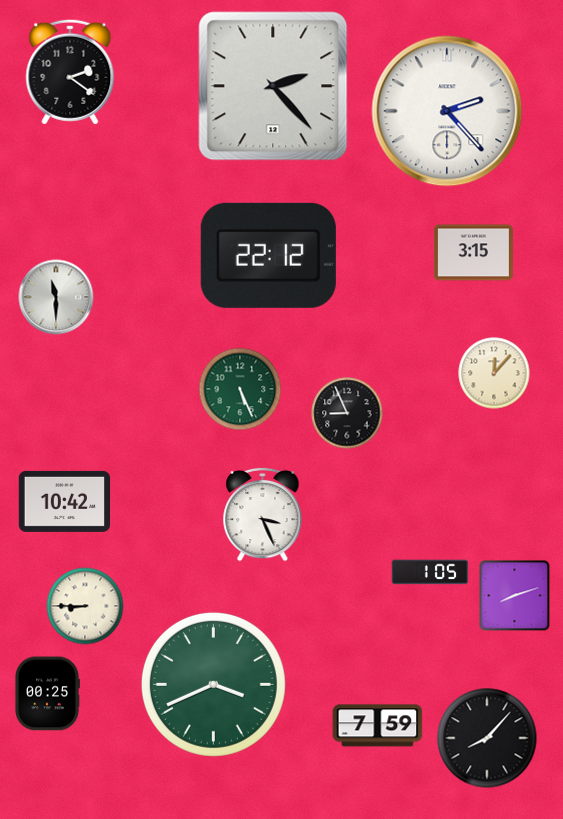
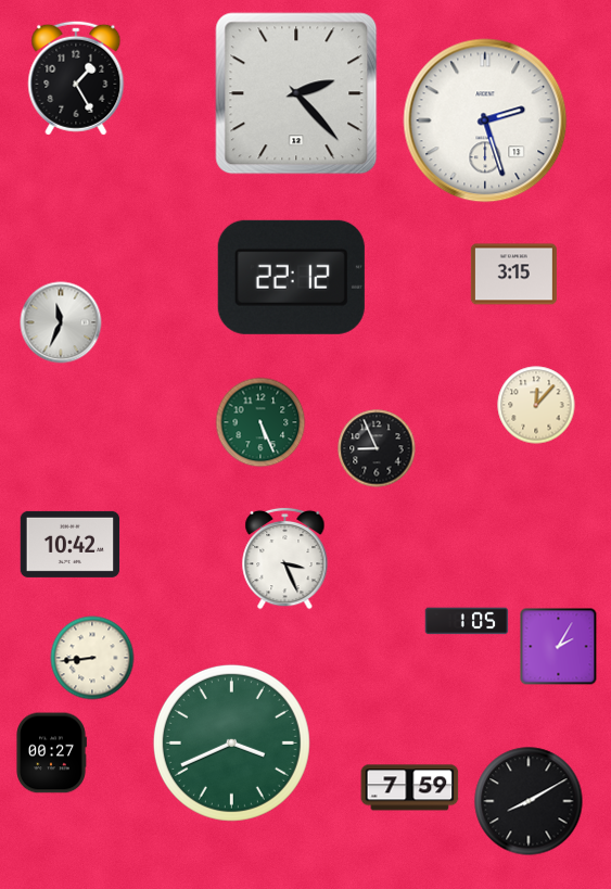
clock at (70, 72): 2:21 -> 1:25
clock at (447, 111): 2:23 -> 2:27
clock at (56, 297): 11:30 -> 11:34
clock at (515, 596): 8:12 -> 2:05
clock at (85, 606): 8:45 -> 8:44
clock at (47, 694): 00:25 -> 00:27
clock at (487, 738): 8:07 -> 8:10
